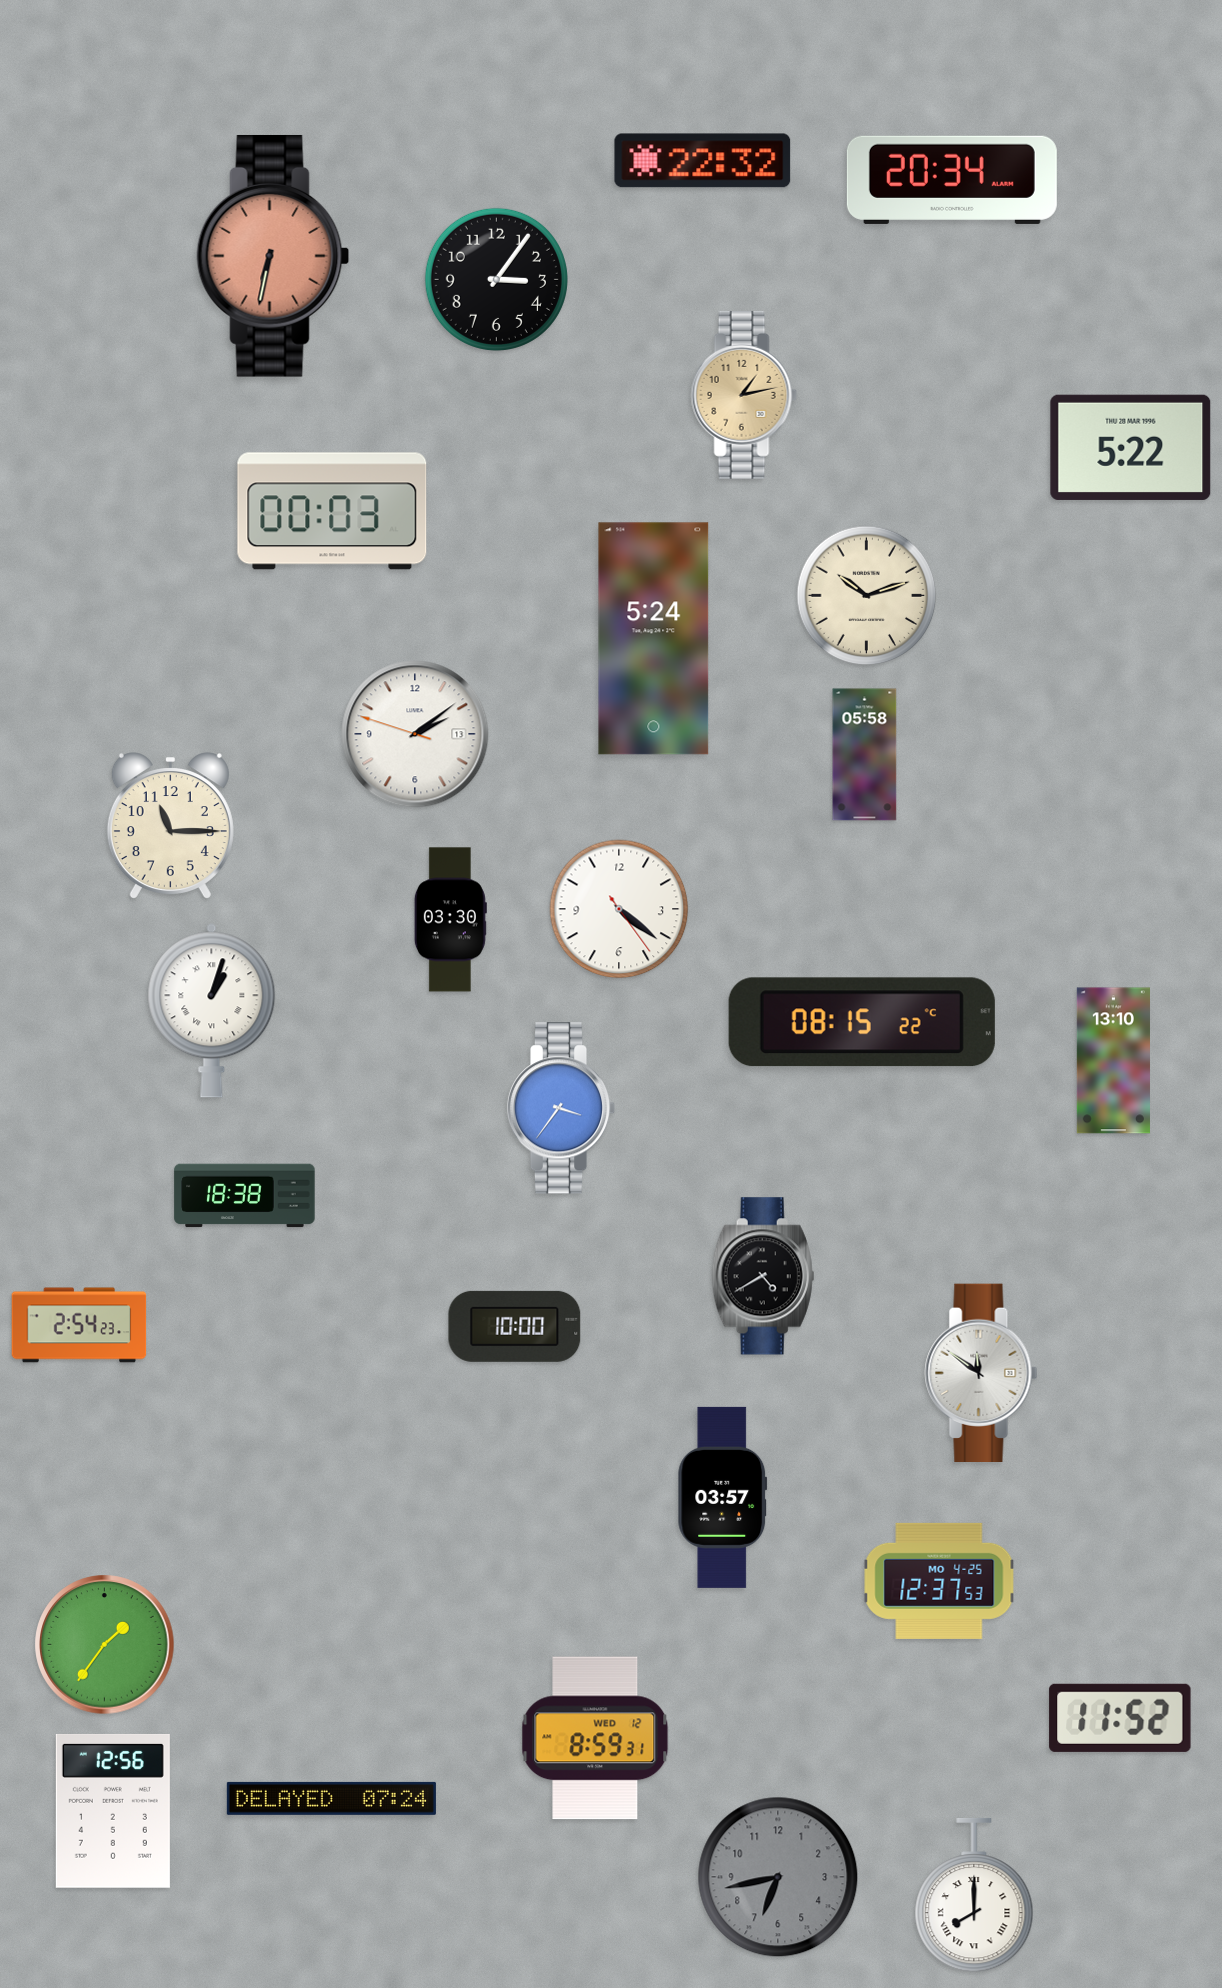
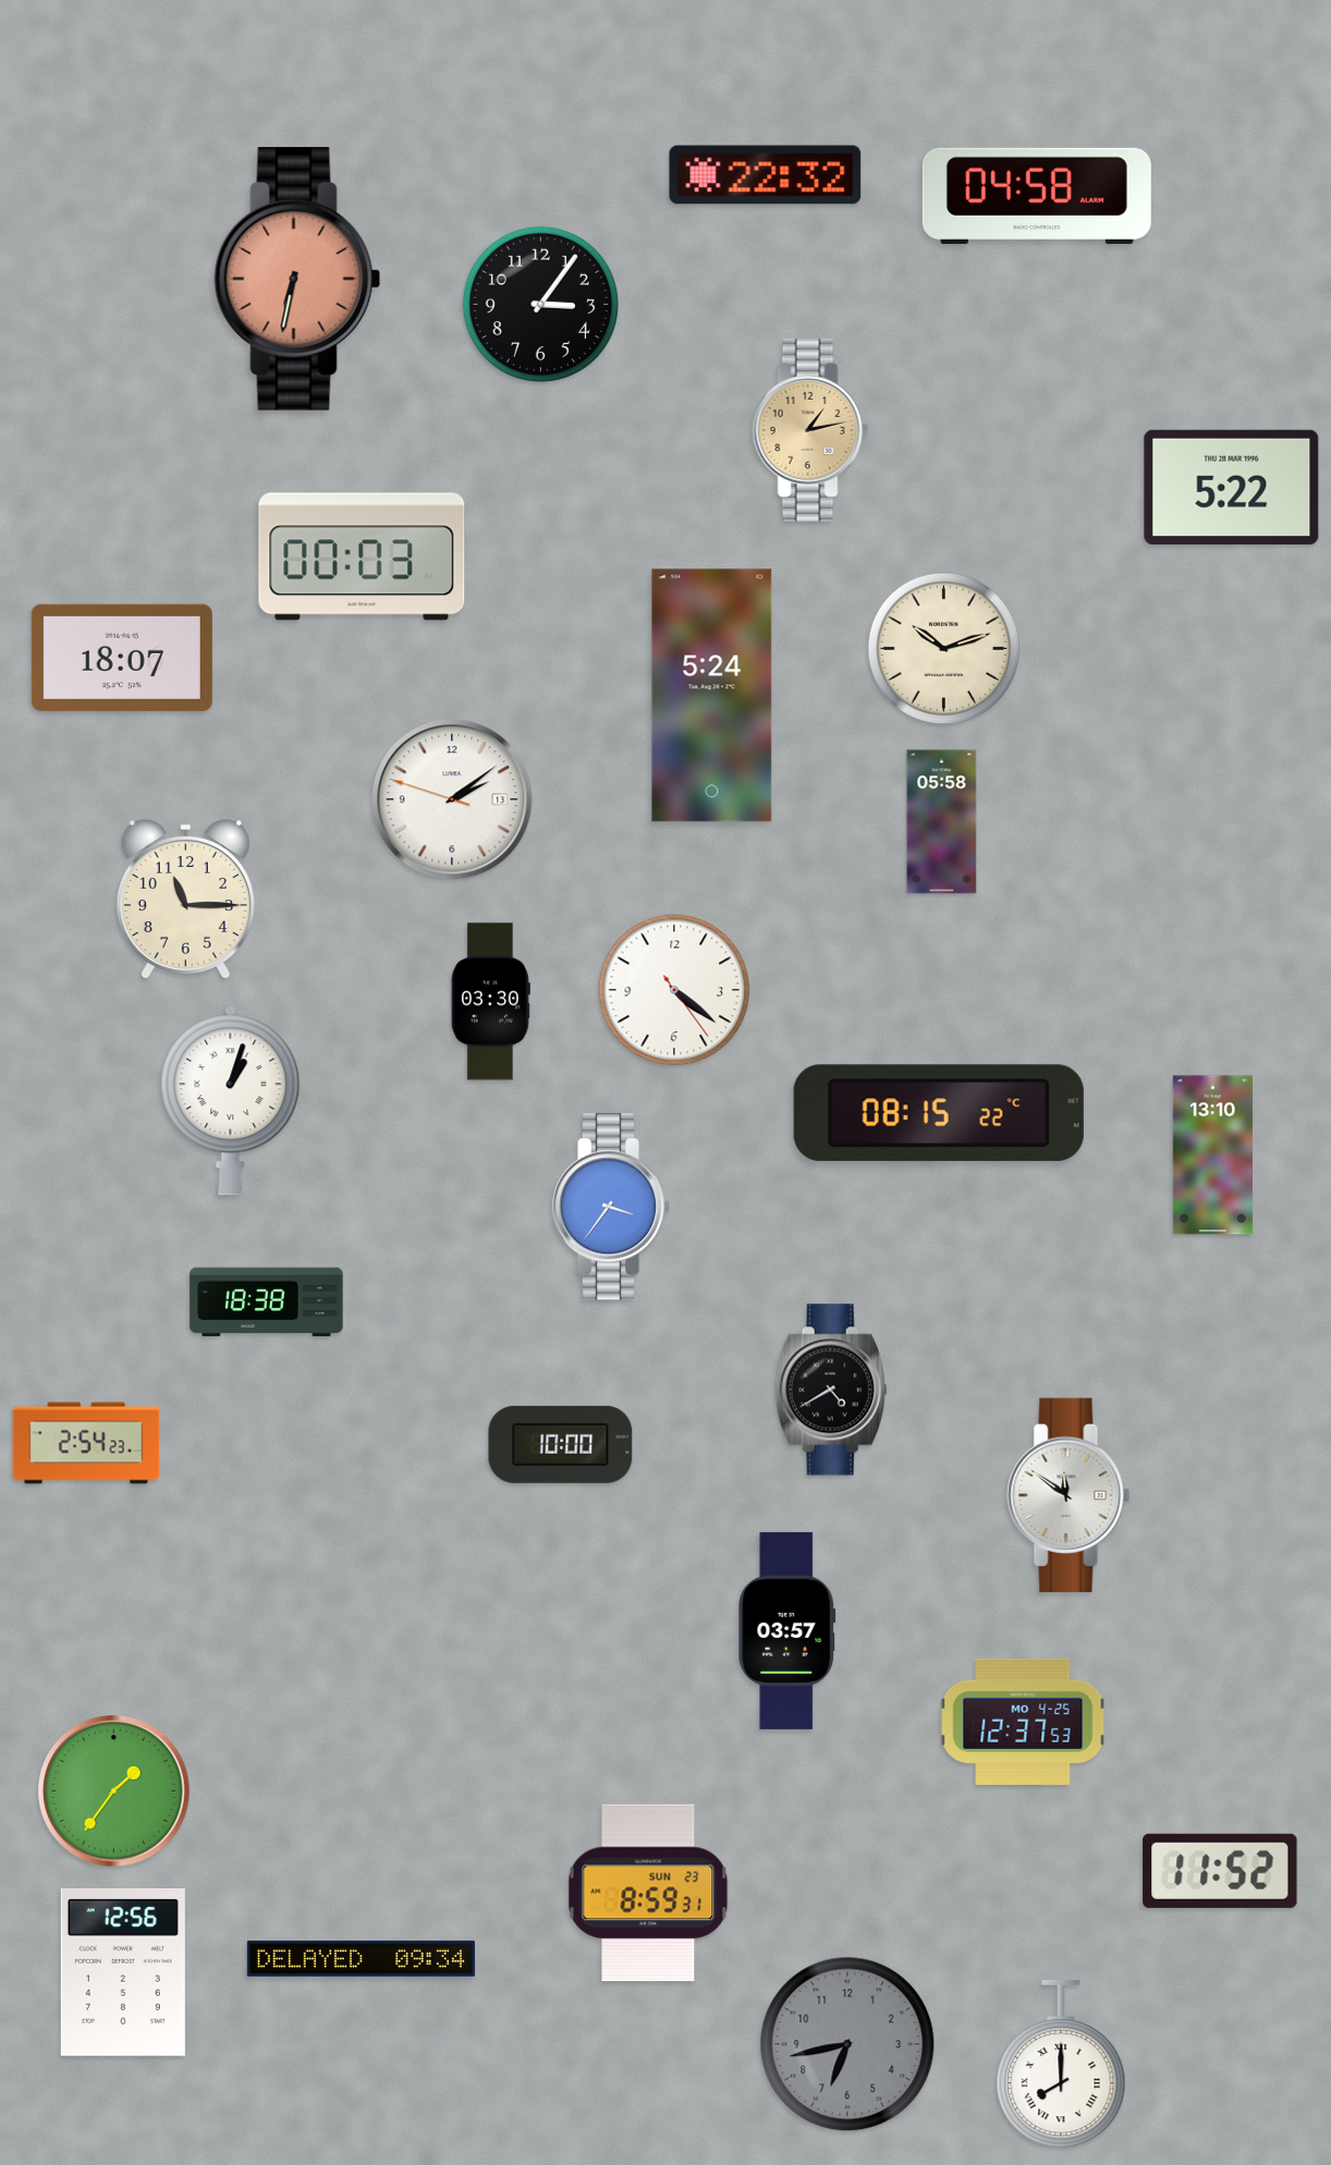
clock at (952, 180): 20:34 -> 04:58
clock at (122, 658): none -> 18:07
clock at (595, 1738) date: WED 12 -> SUN 23
clock at (331, 1798): 07:24 -> 09:34
